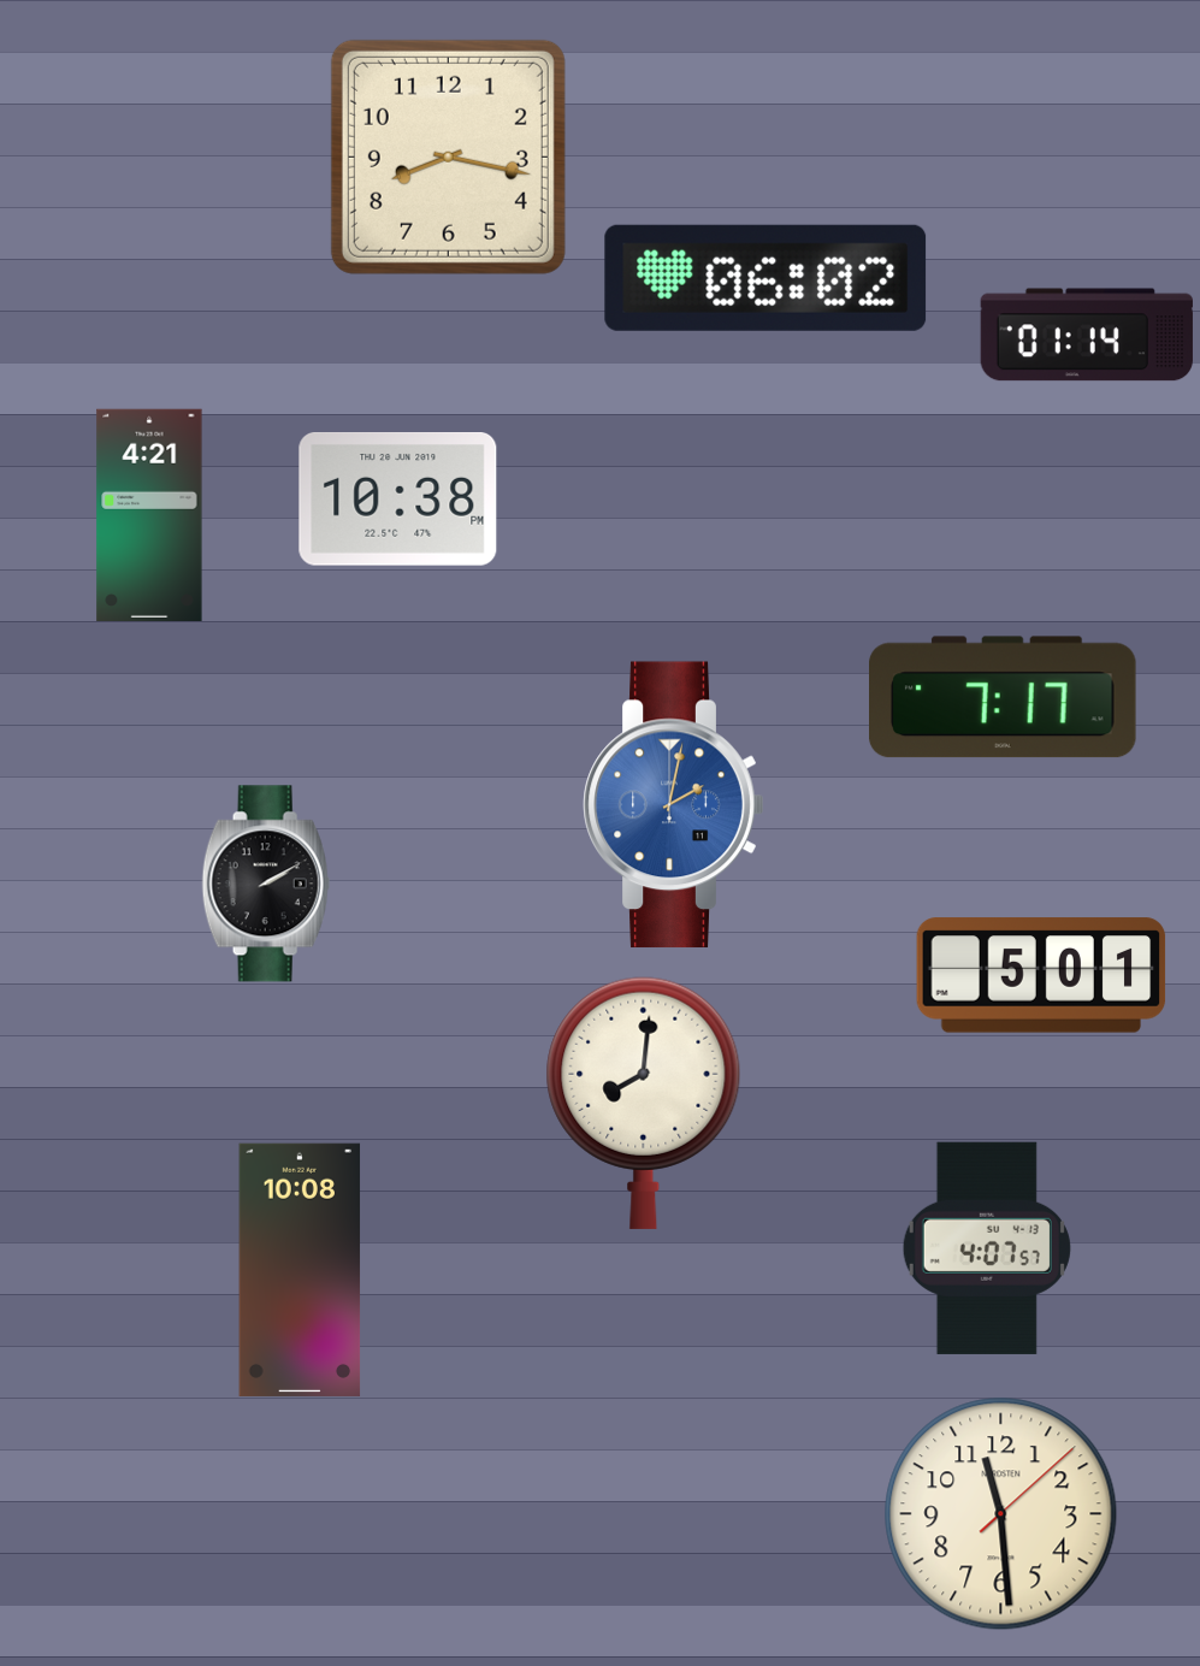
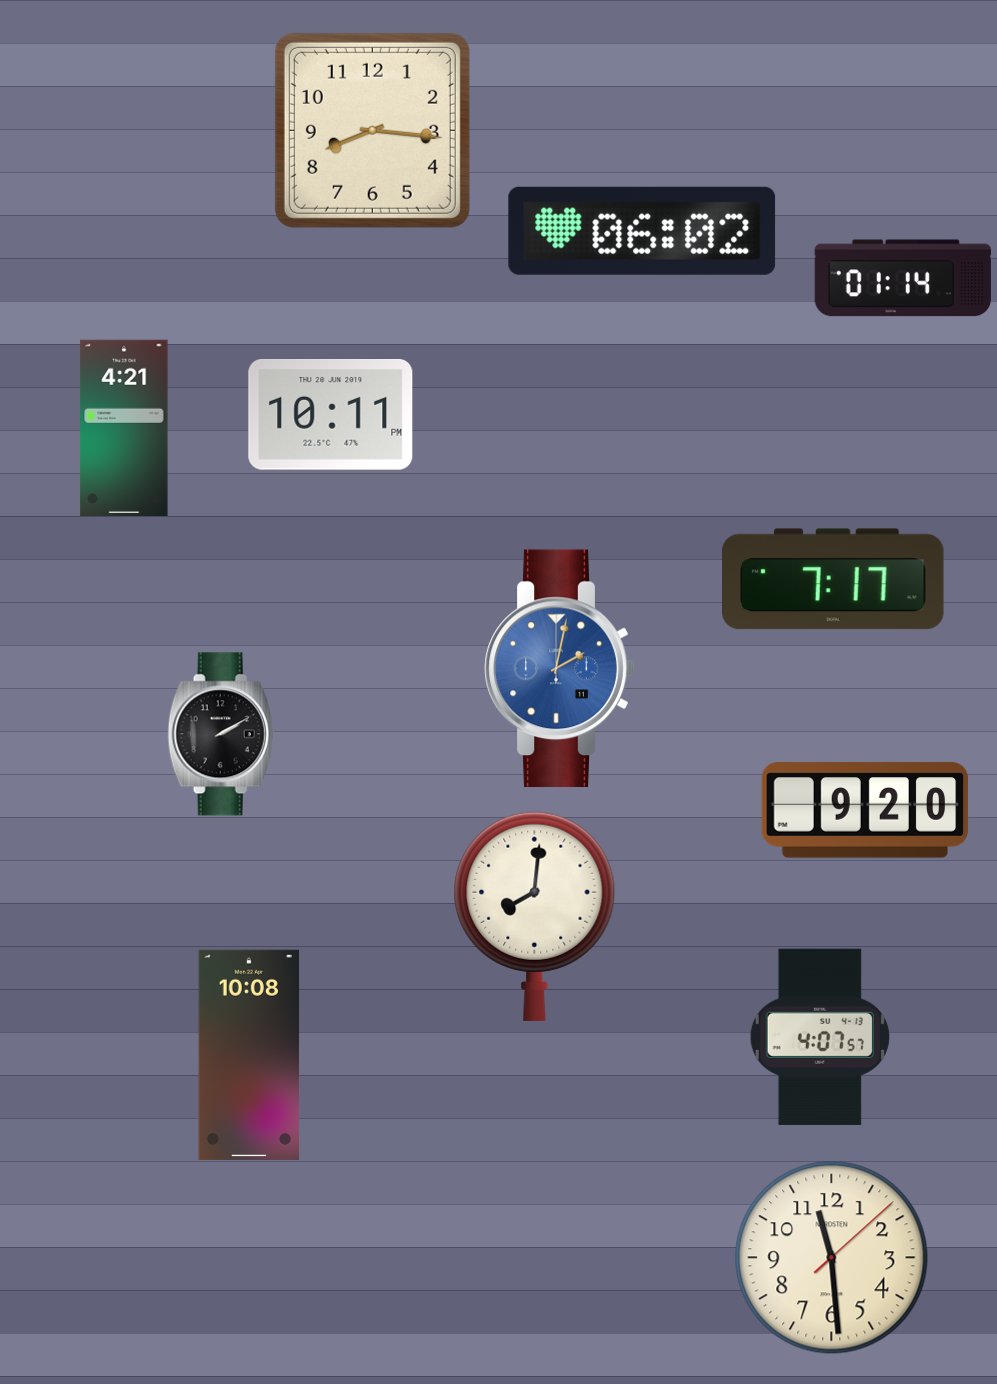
clock at (448, 156): 8:17 -> 8:16
clock at (765, 278) position: (765, 278) -> (642, 231)
clock at (398, 500): 10:38 -> 10:11
clock at (1041, 975): 5:01 -> 9:20
